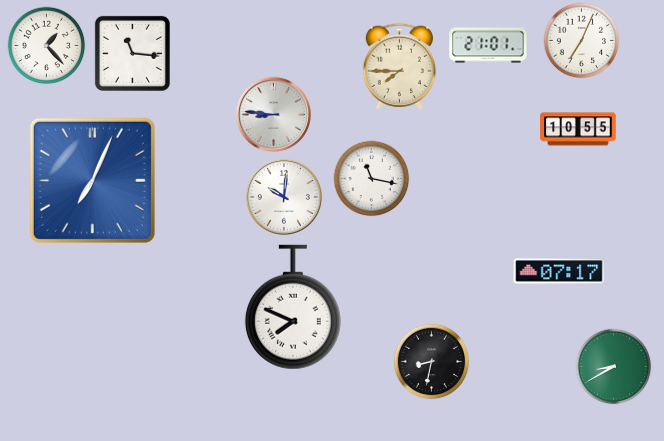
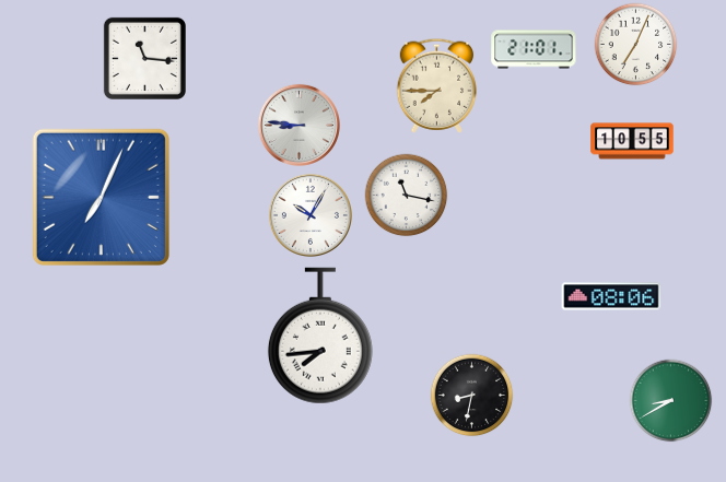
clock at (47, 46): 1:23 -> none
clock at (400, 66) position: (400, 66) -> (437, 85)
clock at (284, 197): 10:01 -> 10:05
clock at (559, 271): 07:17 -> 08:06
clock at (293, 307): 7:49 -> 7:44
